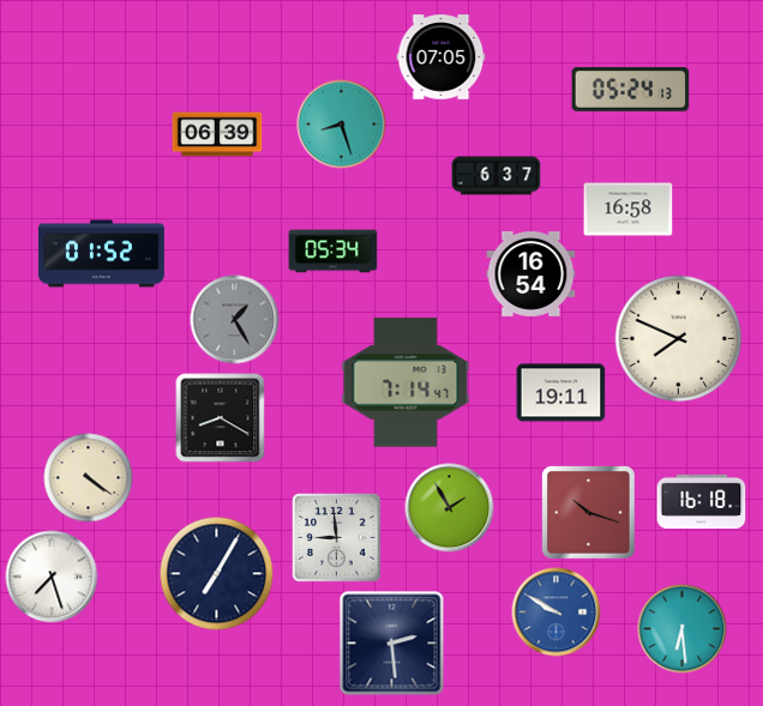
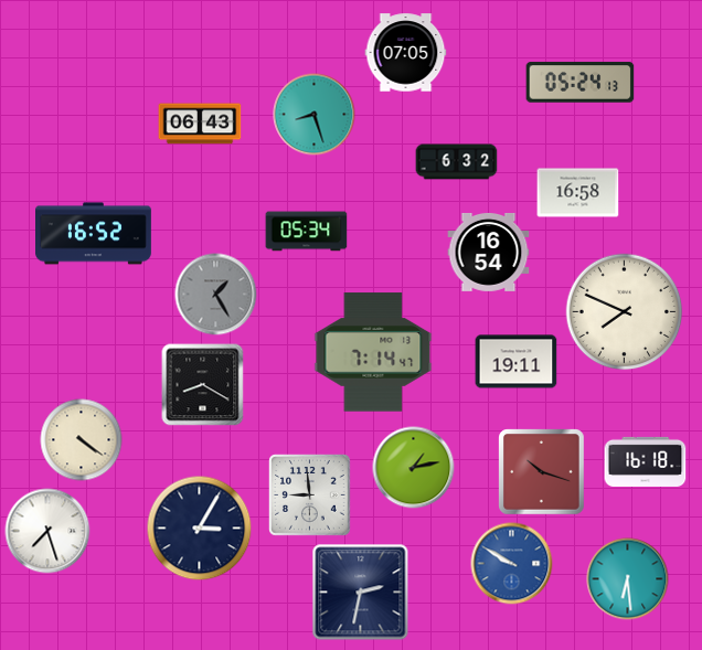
clock at (217, 134): 06:39 -> 06:43
clock at (497, 176): 6:37 -> 6:32
clock at (102, 254): 01:52 -> 16:52
clock at (450, 508): 1:55 -> 1:13
clock at (217, 574): 7:05 -> 3:05
clock at (392, 644): 2:29 -> 2:32
